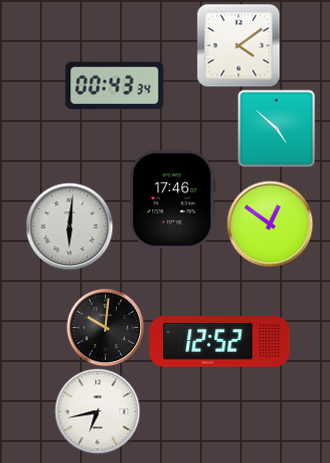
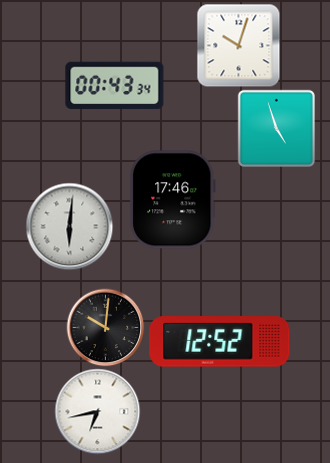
clock at (238, 45): 4:09 -> 10:03
clock at (276, 128): 4:52 -> 4:57
clock at (270, 224): 12:51 -> none
